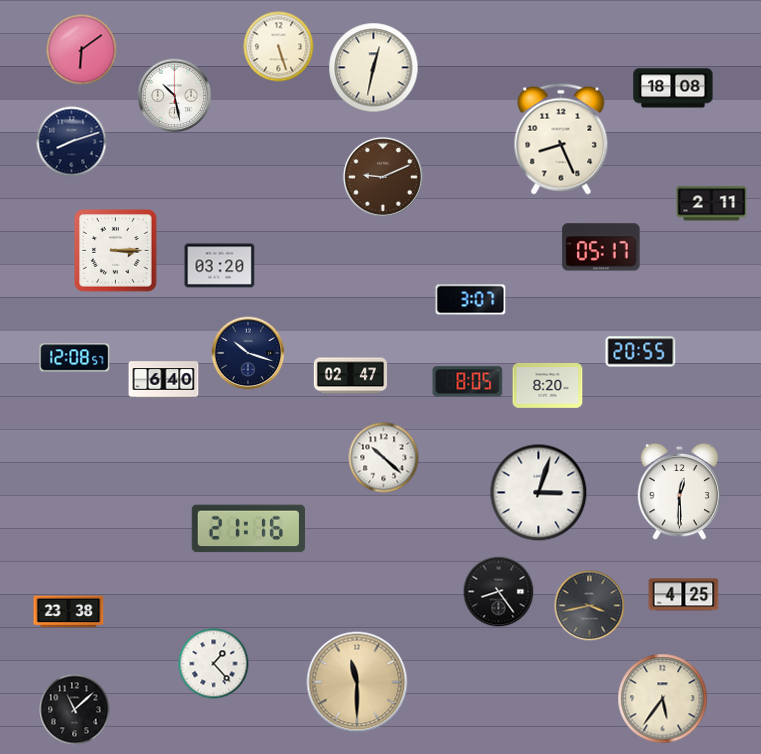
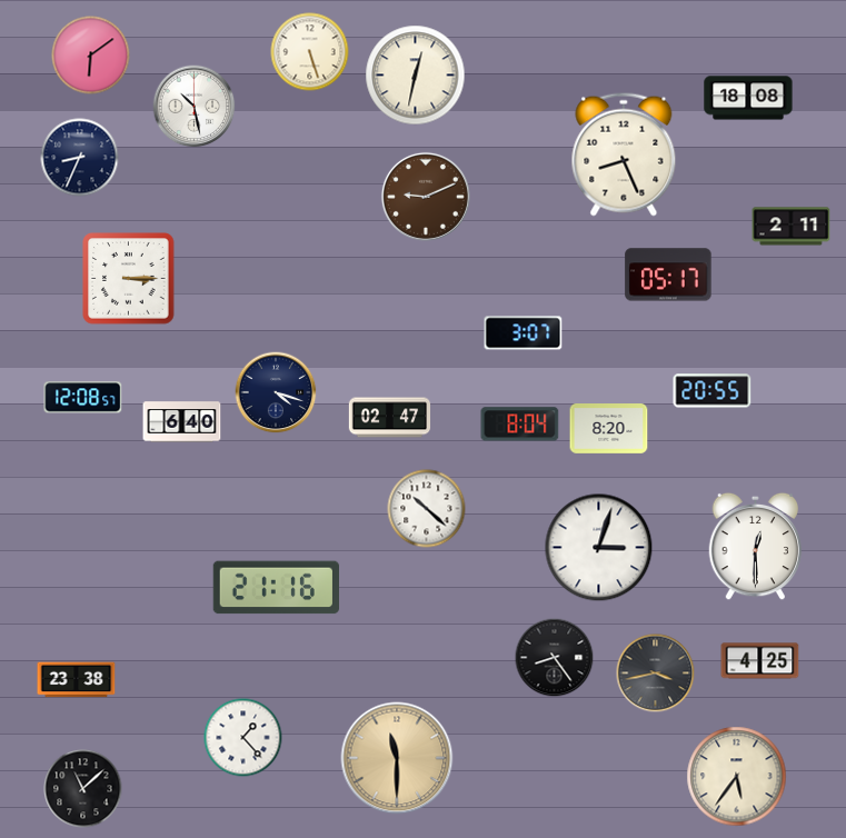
clock at (72, 142): 8:12 -> 8:34
clock at (220, 266): 03:20 -> none
clock at (248, 353): 10:18 -> 4:18
clock at (468, 382): 8:05 -> 8:04
clock at (214, 664) position: (214, 664) -> (243, 738)
